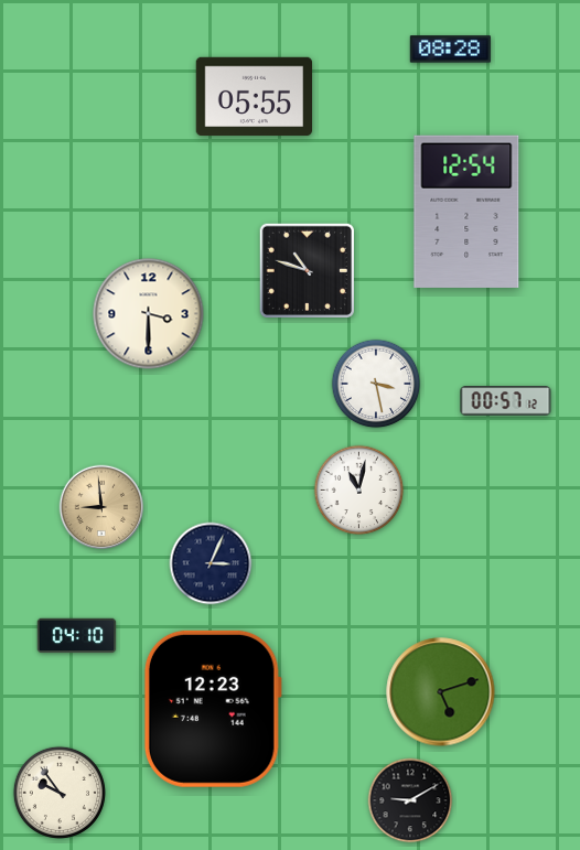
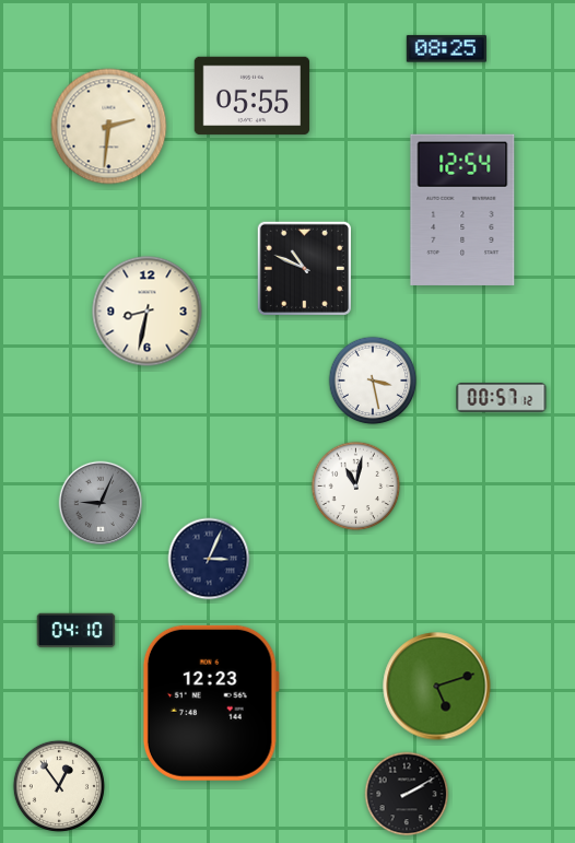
clock at (450, 50): 08:28 -> 08:25
clock at (109, 127): none -> 2:31
clock at (307, 270): 10:48 -> 10:49
clock at (149, 314): 3:30 -> 8:32
clock at (101, 507): 8:59 -> 9:04
clock at (101, 507) dial: champagne -> grey
clock at (60, 793): 9:54 -> 12:54
clock at (410, 800): 9:10 -> 2:10
